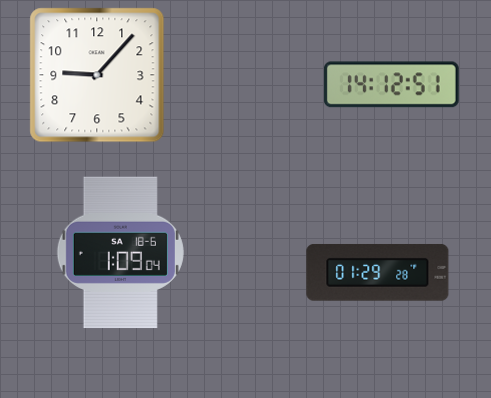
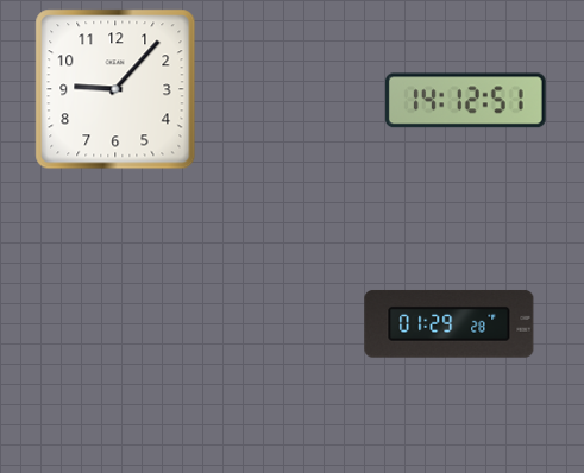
clock at (120, 253): 1:09 -> none
